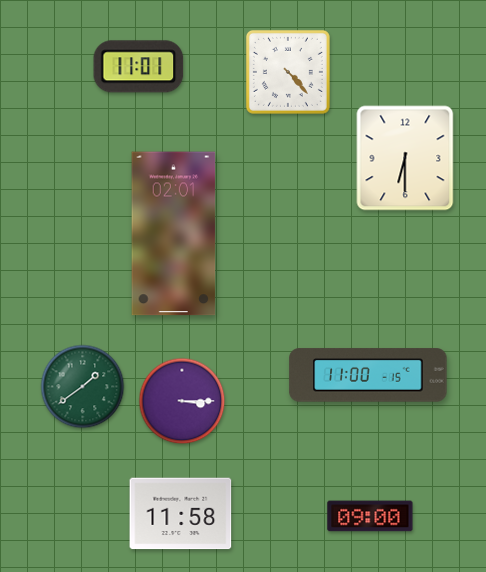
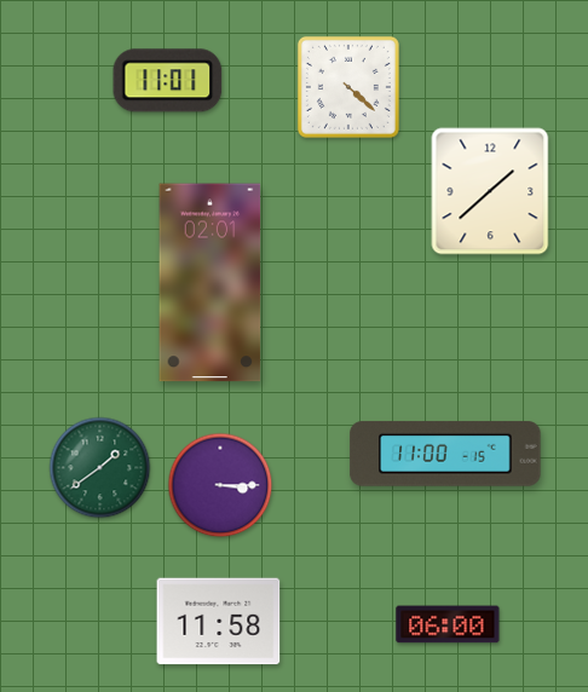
clock at (288, 72): 4:23 -> 4:22
clock at (405, 158): 6:30 -> 1:38
clock at (370, 516): 09:00 -> 06:00
